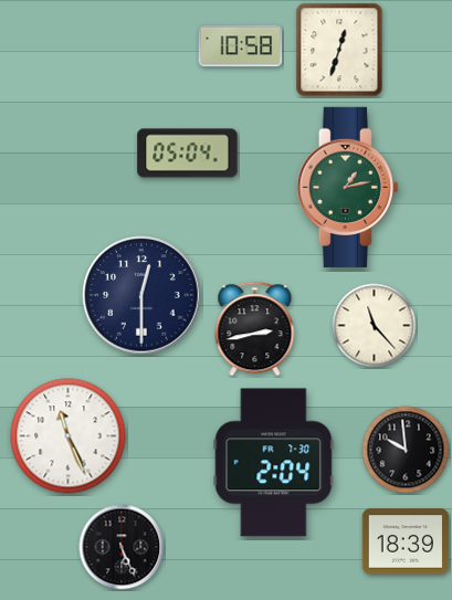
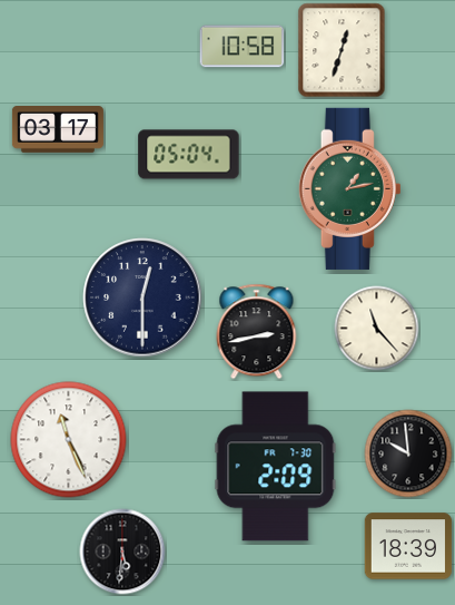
clock at (58, 130): none -> 03:17
clock at (274, 463): 2:04 -> 2:09
clock at (122, 547): 5:26 -> 5:31
